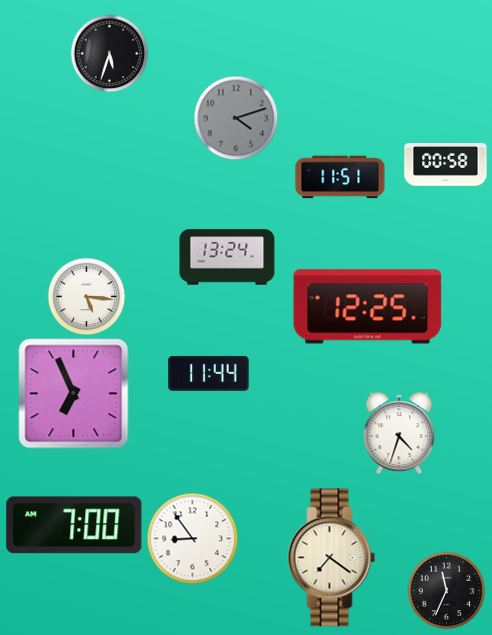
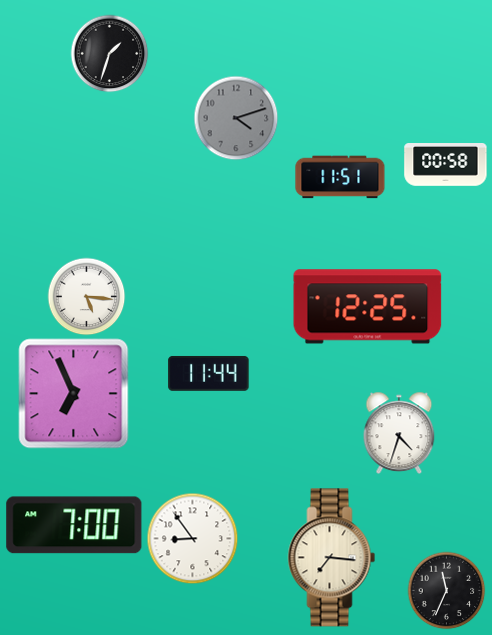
clock at (109, 53): 5:33 -> 1:33
clock at (227, 257): 13:24 -> none
clock at (332, 558): 7:21 -> 7:16
